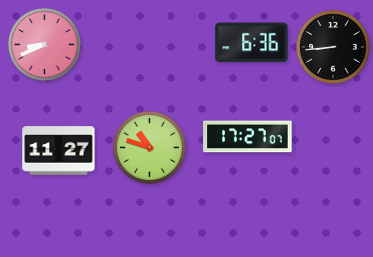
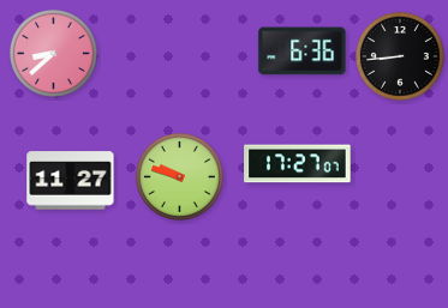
clock at (44, 44): 8:41 -> 8:38
clock at (149, 147): 10:48 -> 9:48
